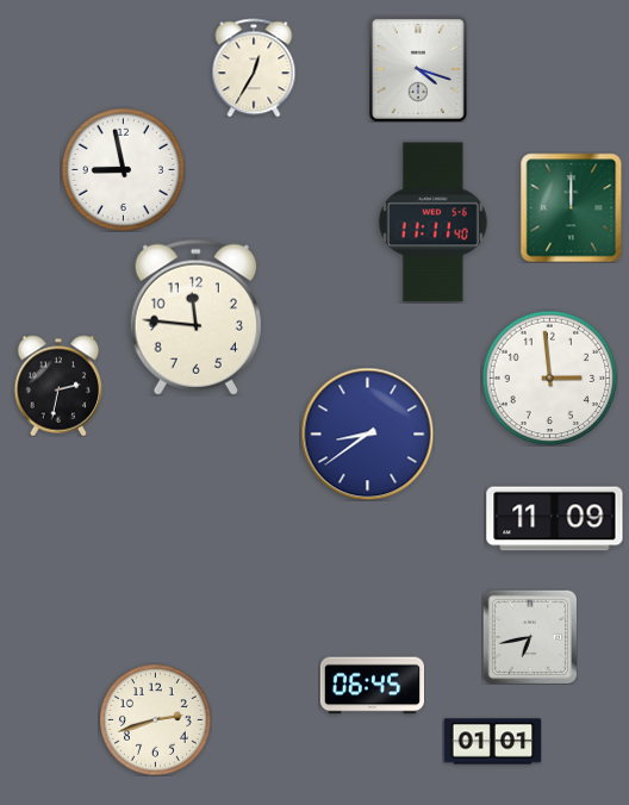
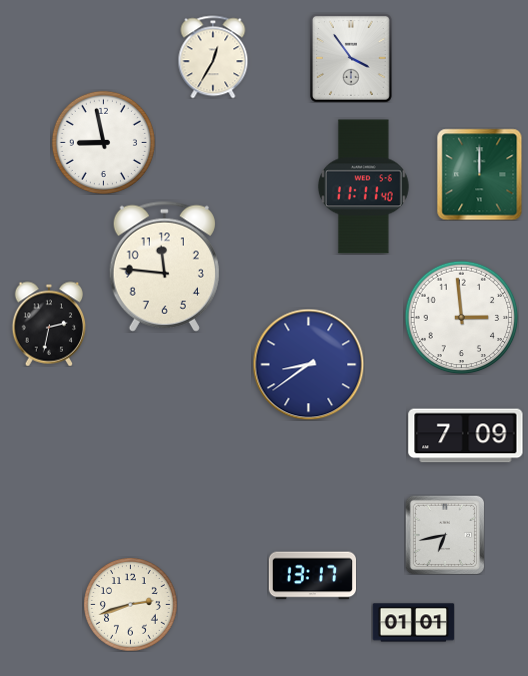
clock at (419, 69): 4:18 -> 3:54
clock at (555, 519): 11:09 -> 7:09
clock at (372, 686): 06:45 -> 13:17
